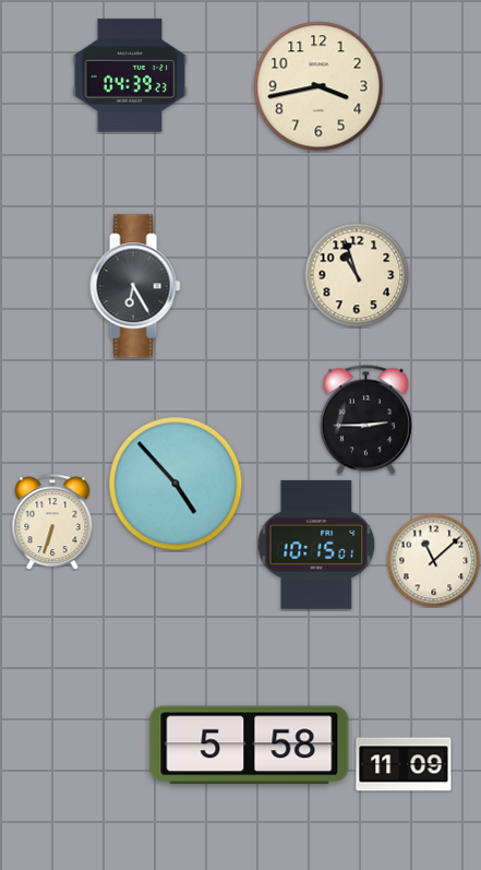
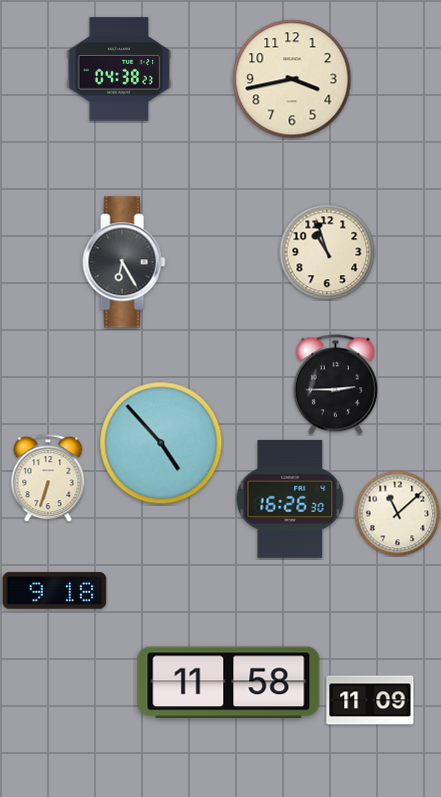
clock at (130, 75): 04:39 -> 04:38
clock at (316, 545): 10:15 -> 16:26
clock at (55, 591): none -> 9:18
clock at (250, 746): 5:58 -> 11:58
